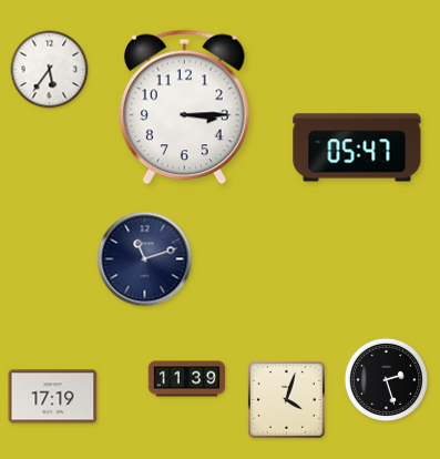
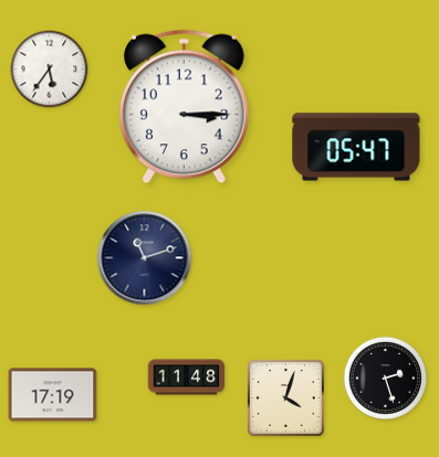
clock at (187, 379): 11:39 -> 11:48
